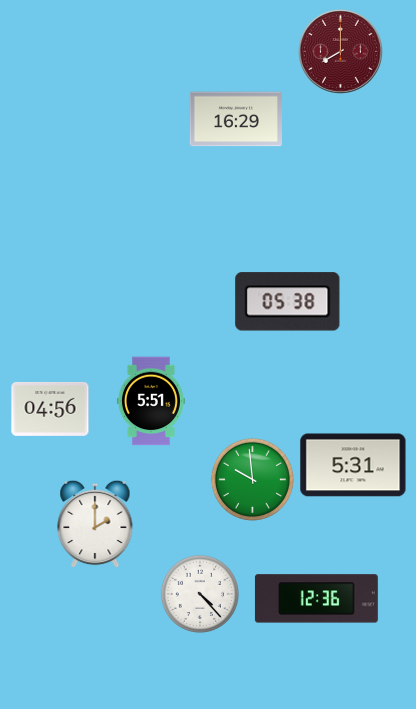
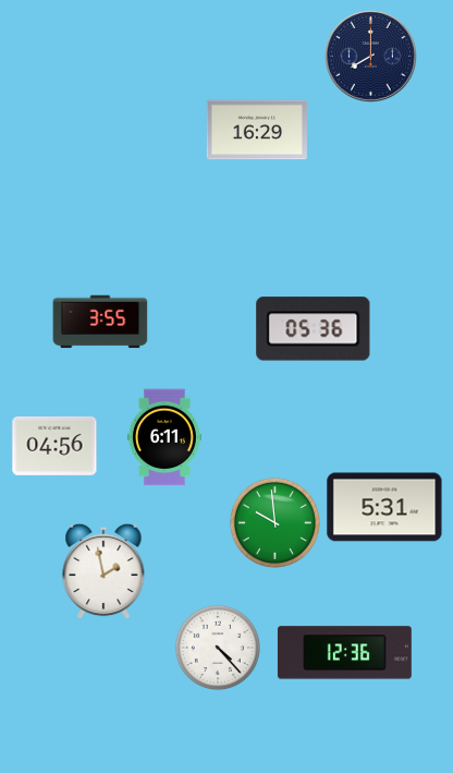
clock at (340, 51) dial: burgundy -> navy
clock at (100, 322): none -> 3:55
clock at (288, 302): 05:38 -> 05:36
clock at (151, 401): 5:51 -> 6:11
clock at (95, 524): 2:00 -> 1:58
